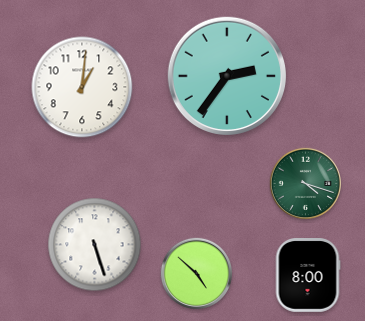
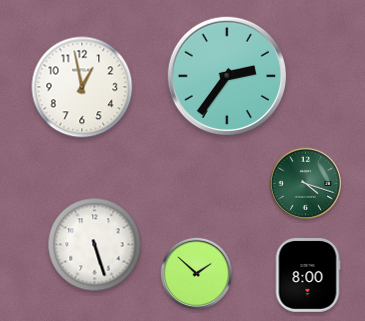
clock at (82, 87): 1:01 -> 12:58
clock at (196, 273): 4:52 -> 1:52
